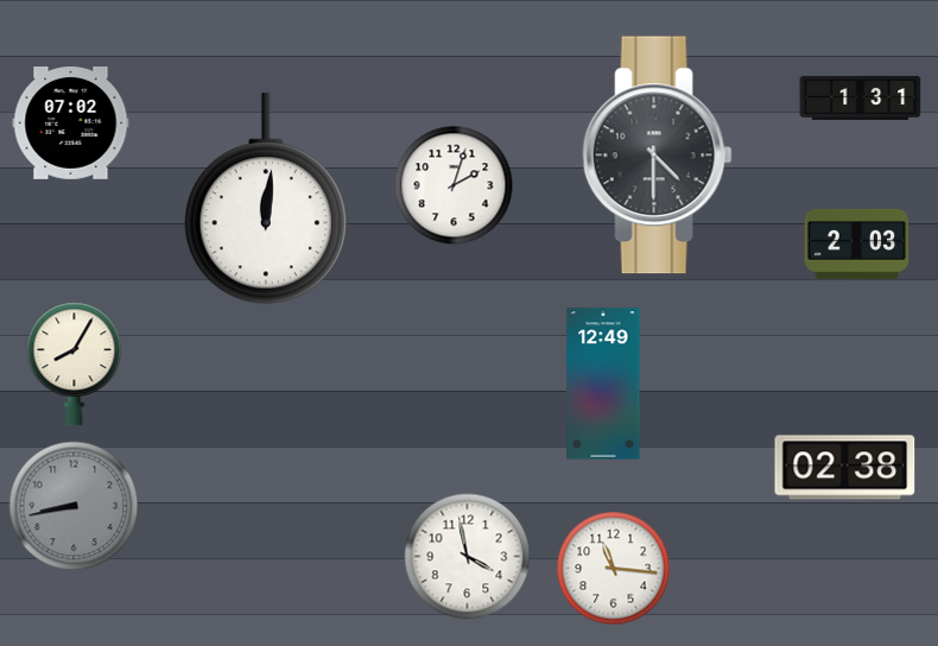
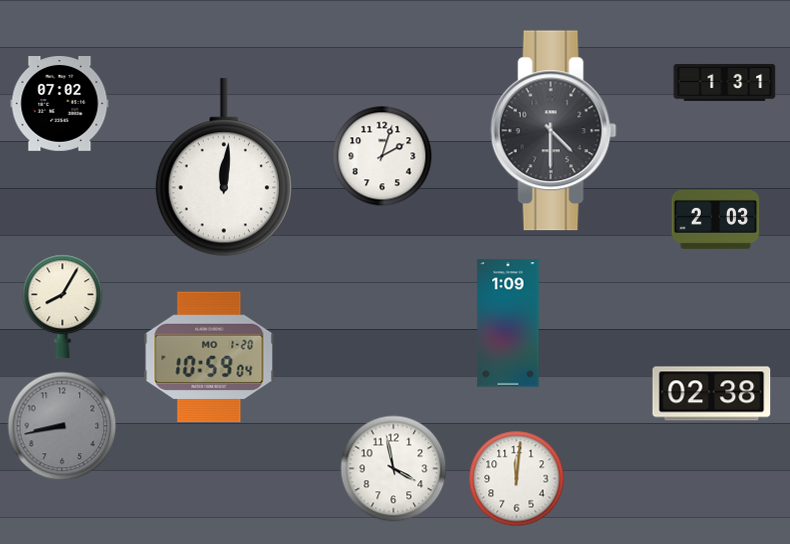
clock at (857, 243) position: (857, 243) -> (716, 219)
clock at (603, 384): 12:49 -> 1:09
clock at (209, 357): none -> 10:59
clock at (614, 569): 11:16 -> 12:01
